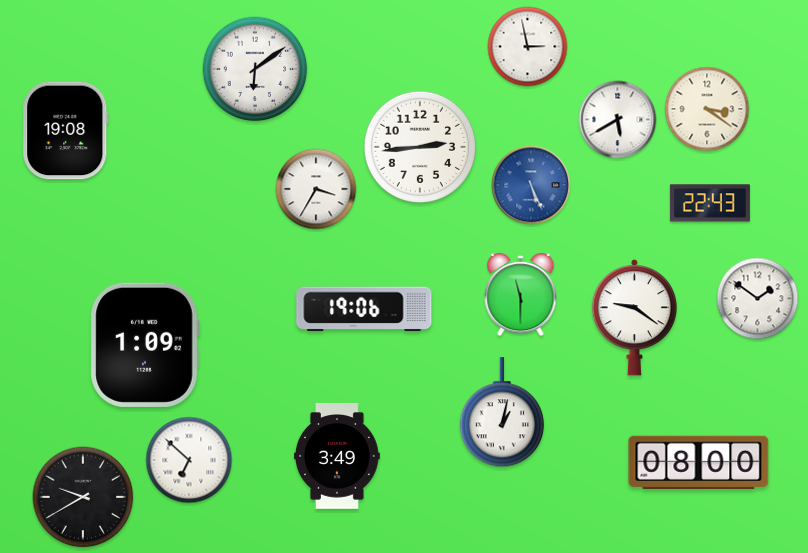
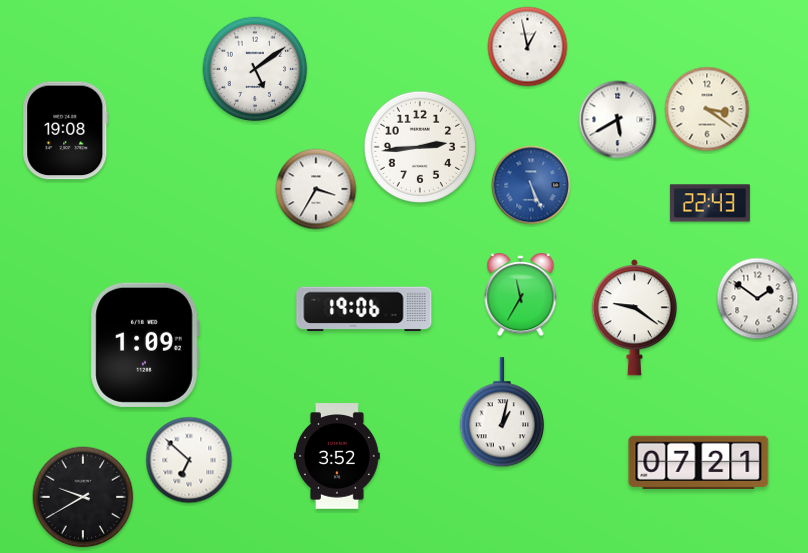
clock at (528, 47): 2:58 -> 12:58
clock at (255, 69): 6:09 -> 5:09
clock at (521, 295): 11:30 -> 11:35
clock at (337, 456): 3:49 -> 3:52
clock at (699, 462): 08:00 -> 07:21
